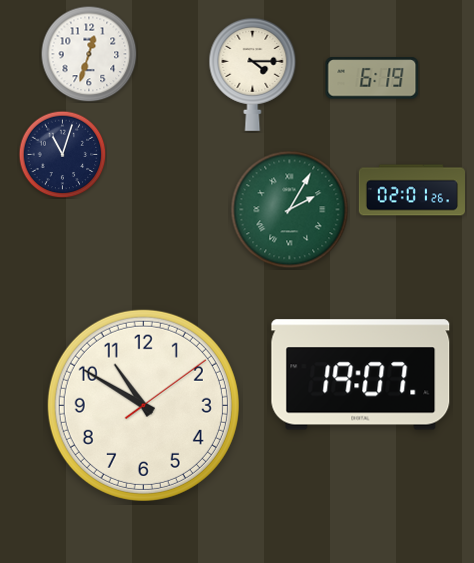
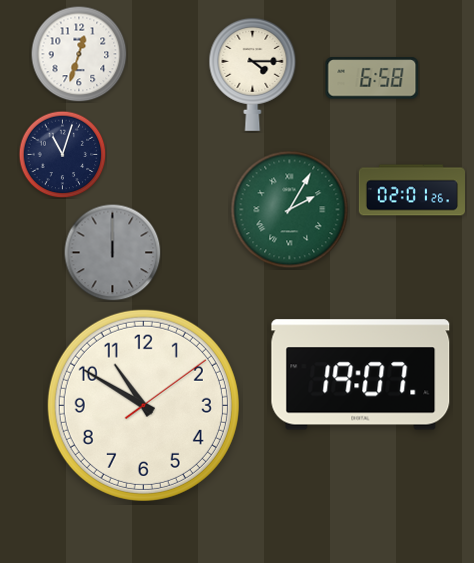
clock at (89, 54) position: (89, 54) -> (79, 54)
clock at (372, 78): 6:19 -> 6:58
clock at (112, 252): none -> 12:00
